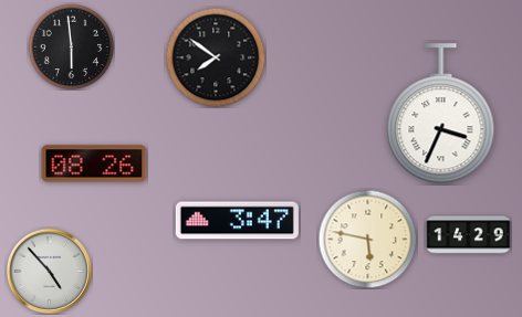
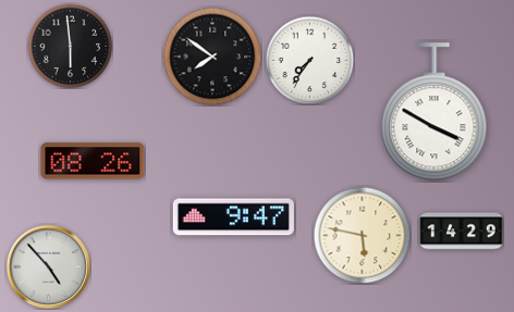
clock at (309, 60): none -> 7:36
clock at (441, 114): 3:34 -> 3:50
clock at (237, 221): 3:47 -> 9:47
